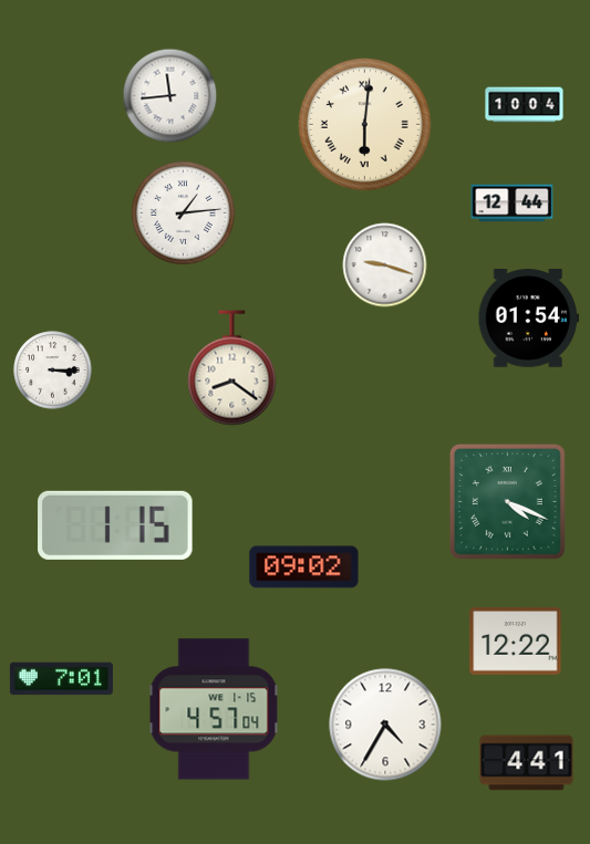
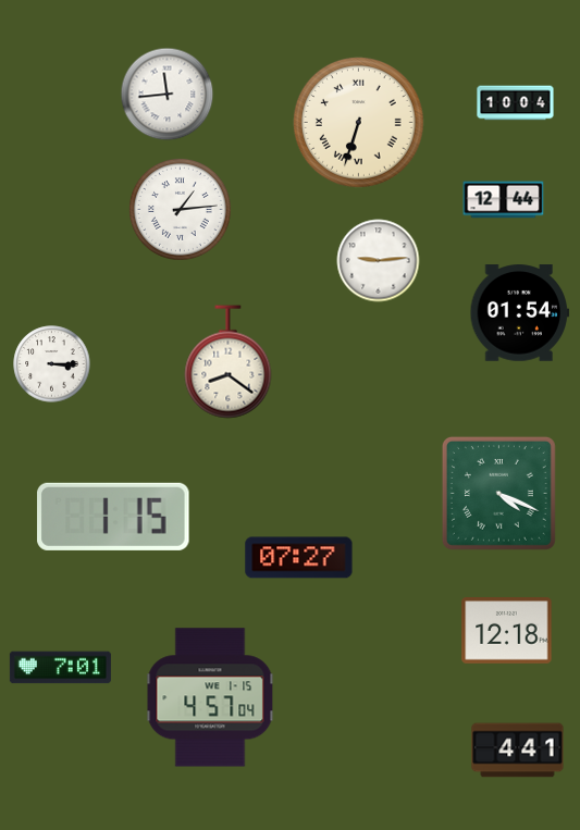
clock at (364, 124): 6:01 -> 6:33
clock at (385, 265): 9:18 -> 9:14
clock at (304, 567): 09:02 -> 07:27
clock at (516, 642): 12:22 -> 12:18
clock at (385, 725): 4:35 -> none
